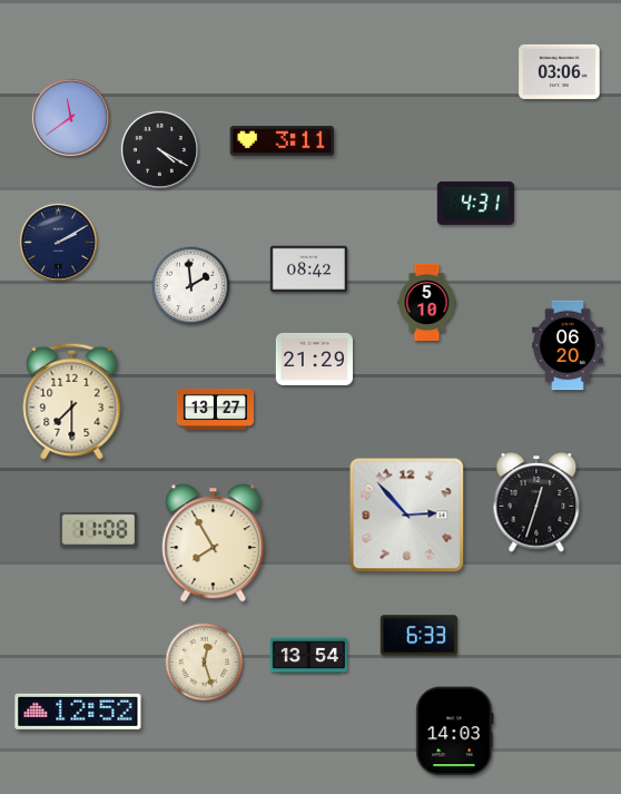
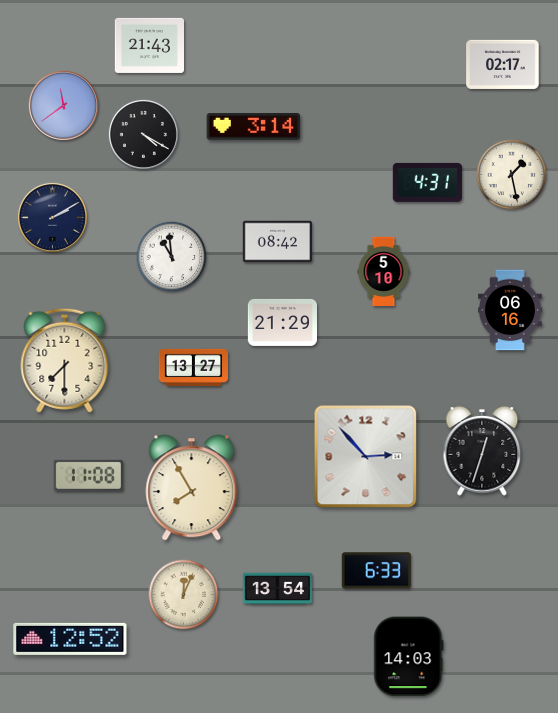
clock at (149, 45): none -> 21:43
clock at (560, 71): 03:06 -> 02:17
clock at (283, 141): 3:11 -> 3:14
clock at (512, 175): none -> 1:28
clock at (191, 286): 1:59 -> 10:59
clock at (568, 345): 06:20 -> 06:16
clock at (407, 516) position: (407, 516) -> (366, 457)
clock at (205, 663): 12:27 -> 12:04
